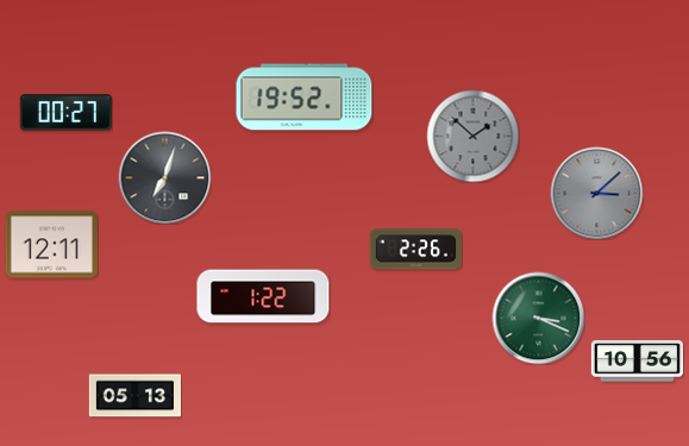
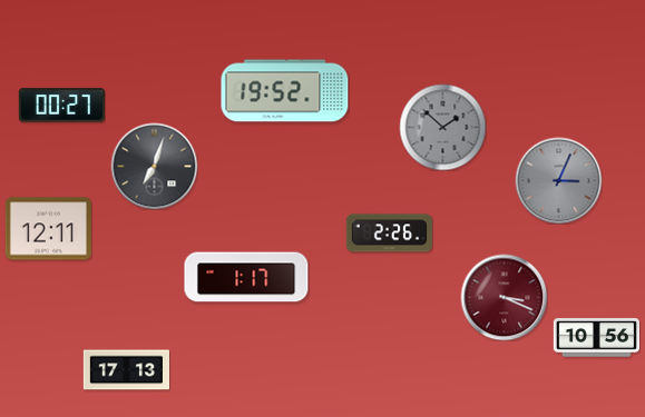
clock at (596, 193): 3:08 -> 3:04
clock at (263, 296): 1:22 -> 1:17
clock at (538, 318) dial: green -> burgundy
clock at (134, 396): 05:13 -> 17:13
